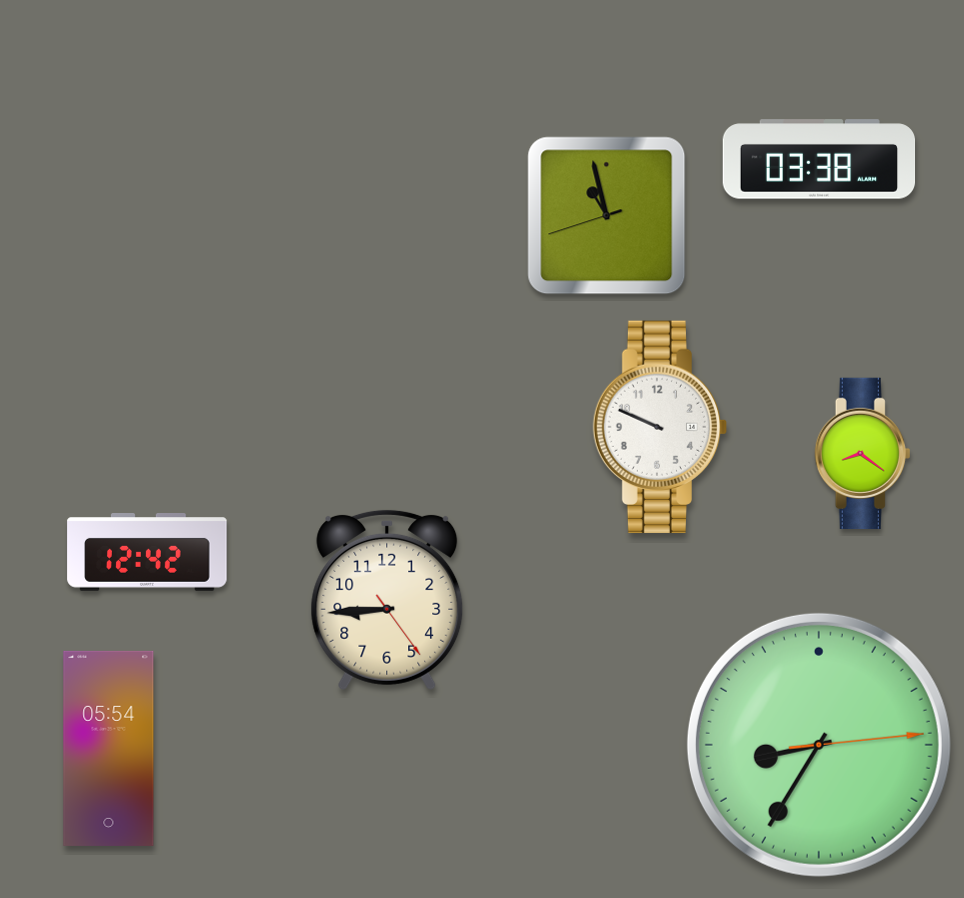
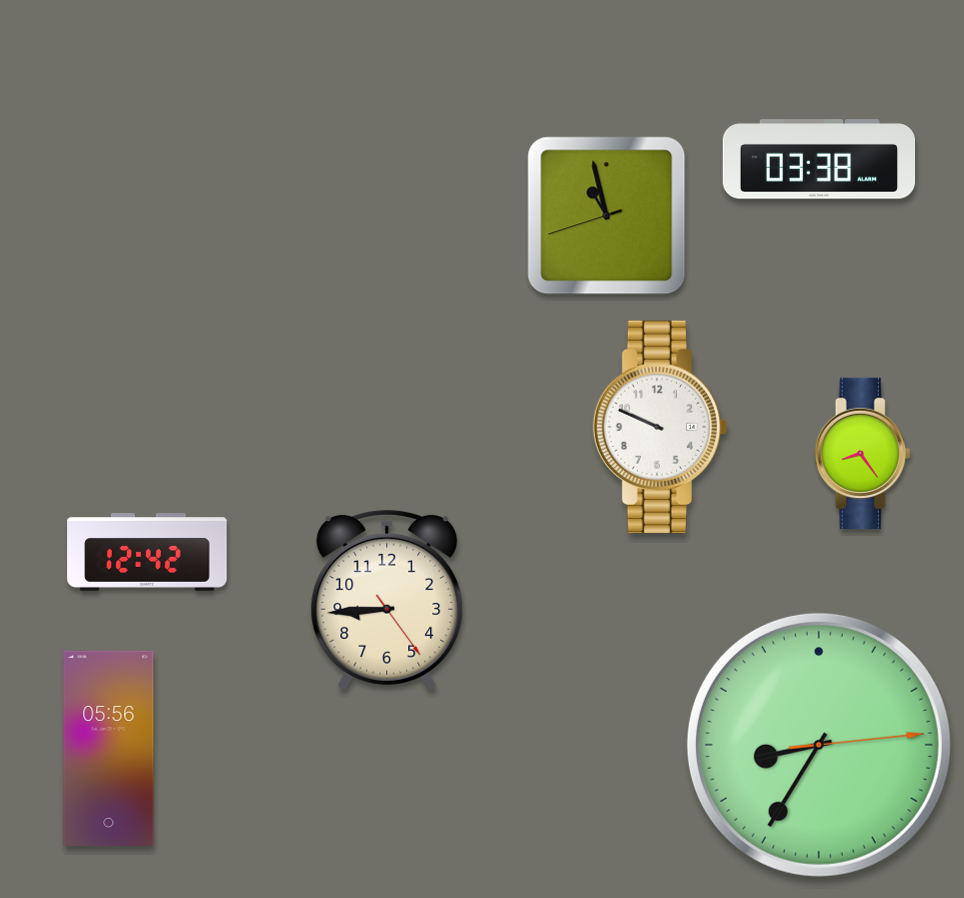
clock at (863, 454): 8:21 -> 8:24
clock at (109, 748): 05:54 -> 05:56
